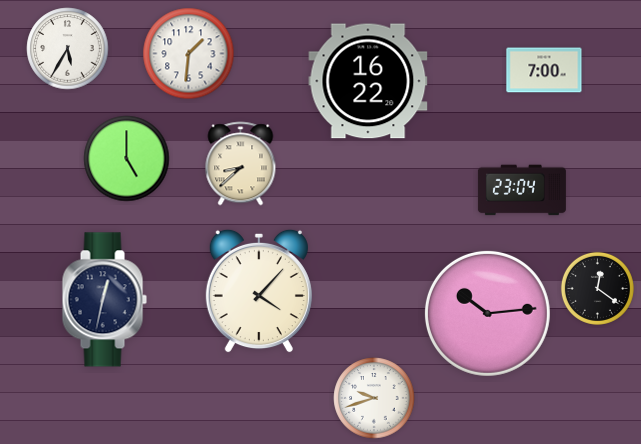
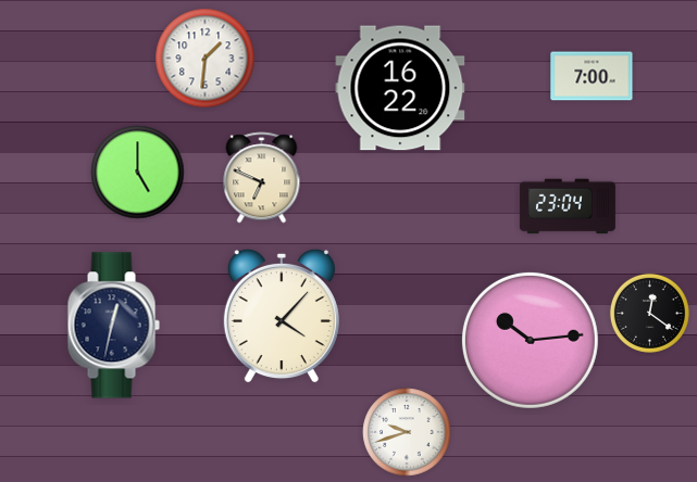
clock at (68, 49): 5:35 -> none
clock at (241, 164): 8:38 -> 6:49
